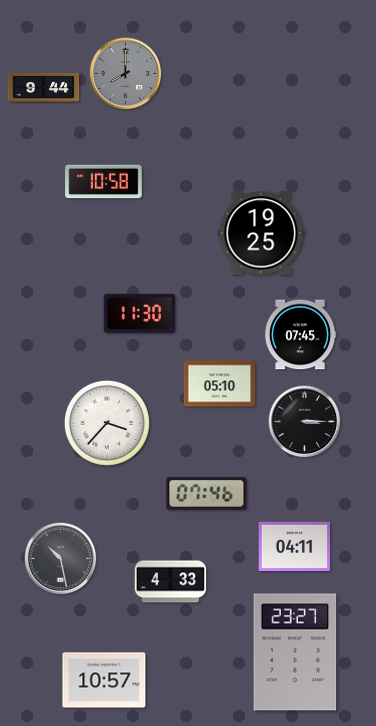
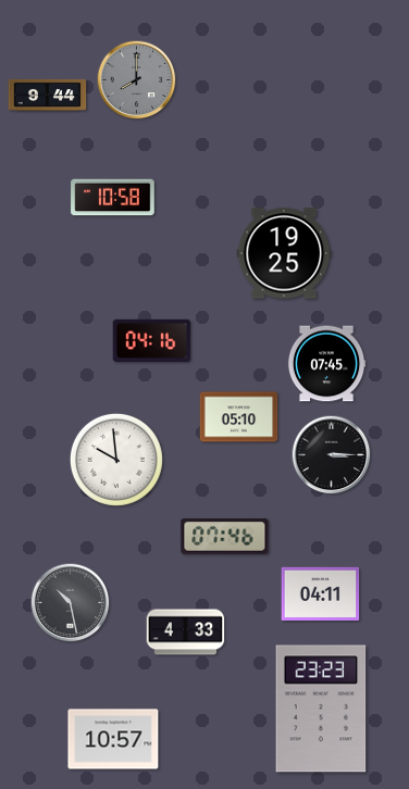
clock at (140, 313): 11:30 -> 04:16
clock at (305, 422) position: (305, 422) -> (332, 455)
clock at (107, 423): 3:37 -> 9:59
clock at (61, 559) position: (61, 559) -> (71, 603)
clock at (295, 652): 23:27 -> 23:23
